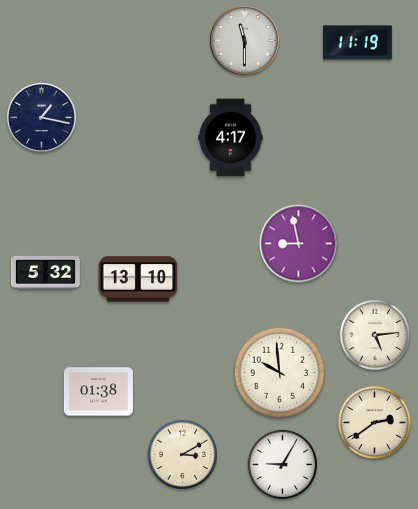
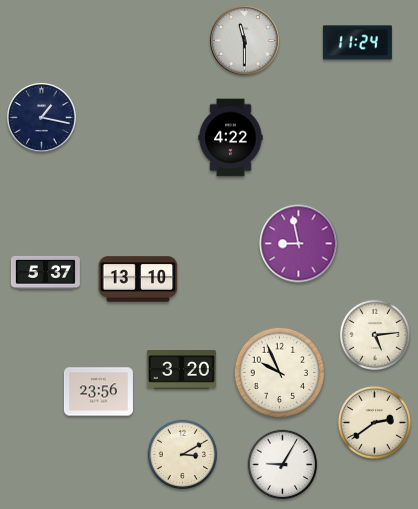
clock at (357, 43): 11:19 -> 11:24
clock at (231, 138): 4:17 -> 4:22
clock at (45, 273): 5:32 -> 5:37
clock at (181, 370): none -> 3:20
clock at (279, 372): 9:59 -> 9:56
clock at (98, 392): 01:38 -> 23:56
